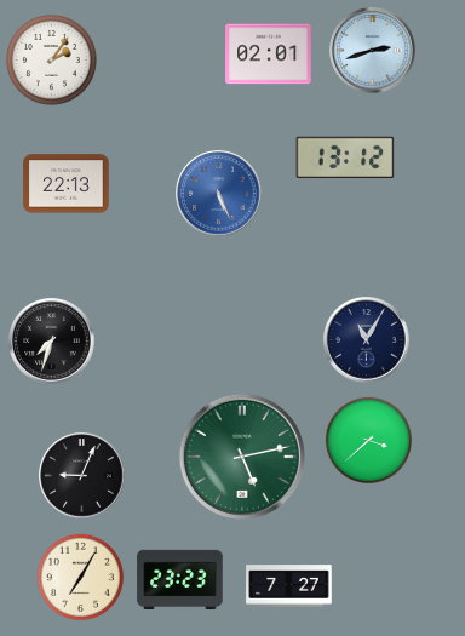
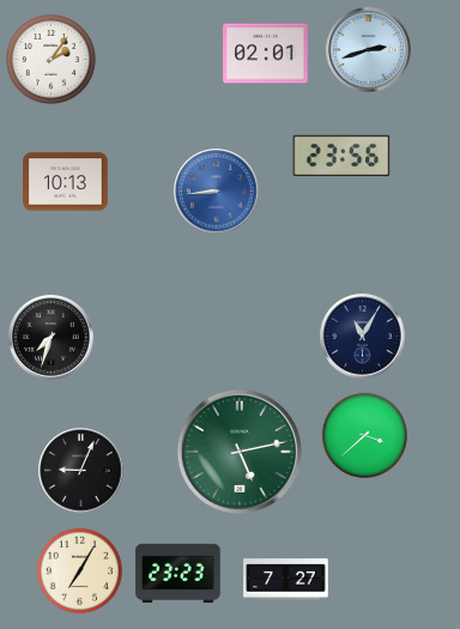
clock at (345, 157): 13:12 -> 23:56
clock at (67, 184): 22:13 -> 10:13
clock at (219, 194): 5:26 -> 8:44
